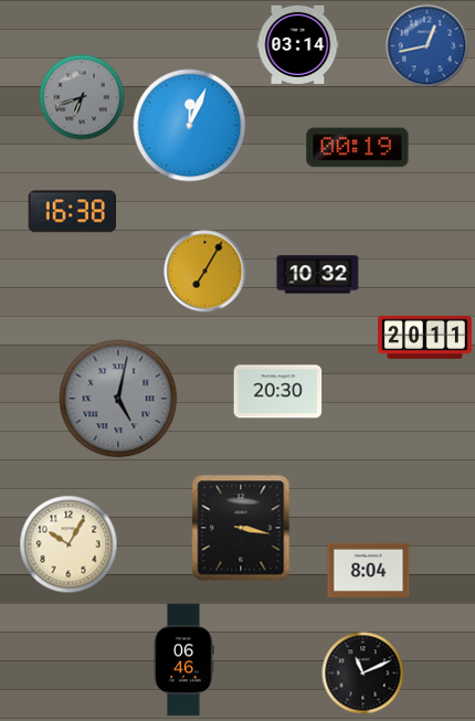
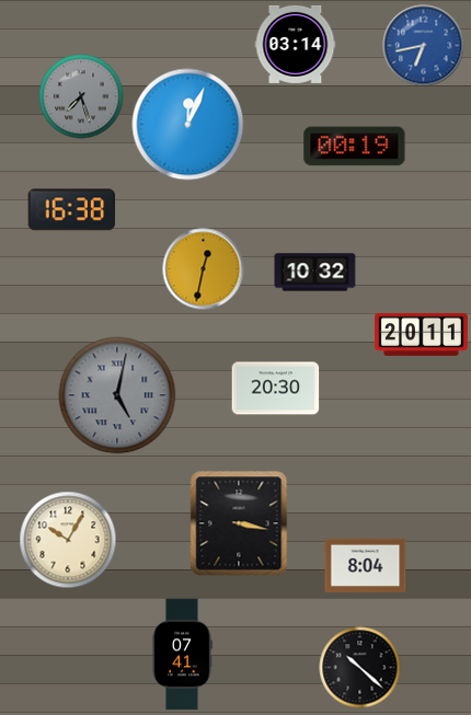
clock at (427, 46): 12:43 -> 6:43
clock at (82, 97): 6:42 -> 7:27
clock at (205, 272): 7:05 -> 12:32
clock at (183, 660): 06:46 -> 07:41
clock at (363, 674): 11:11 -> 10:22
